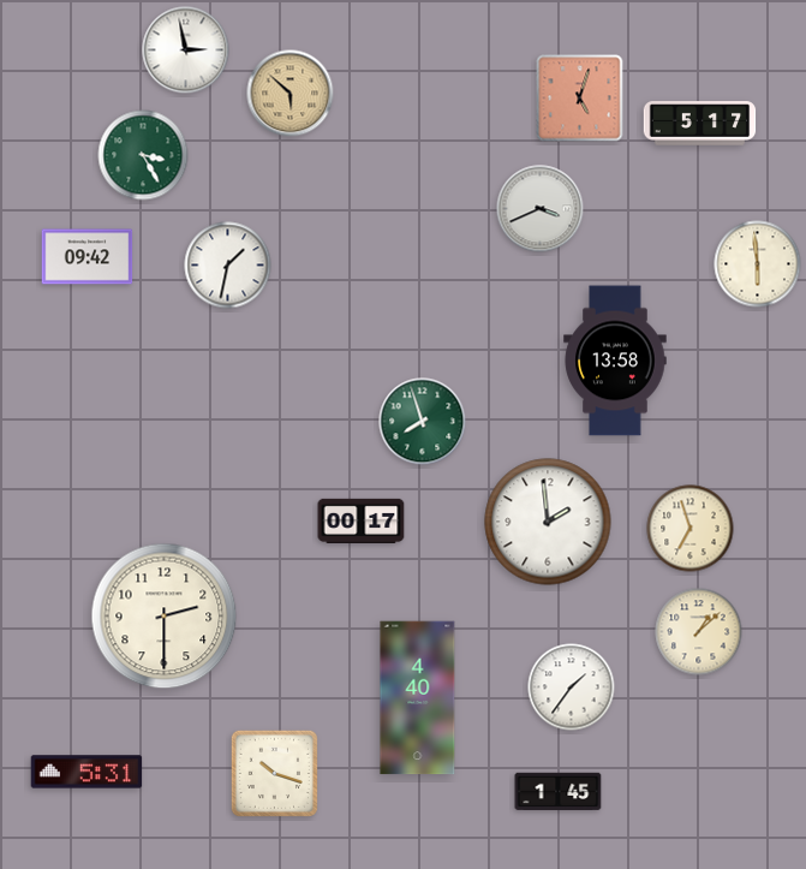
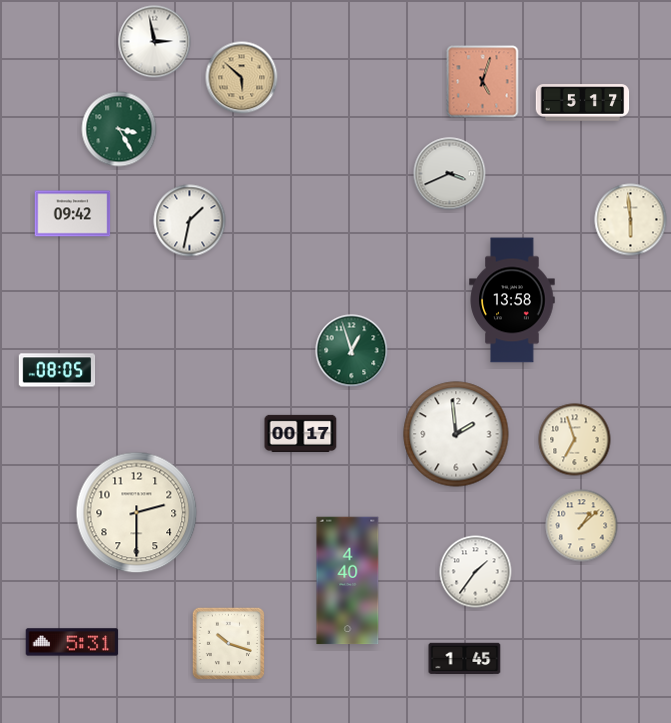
clock at (423, 422): 7:57 -> 12:57
clock at (57, 370): none -> 08:05
